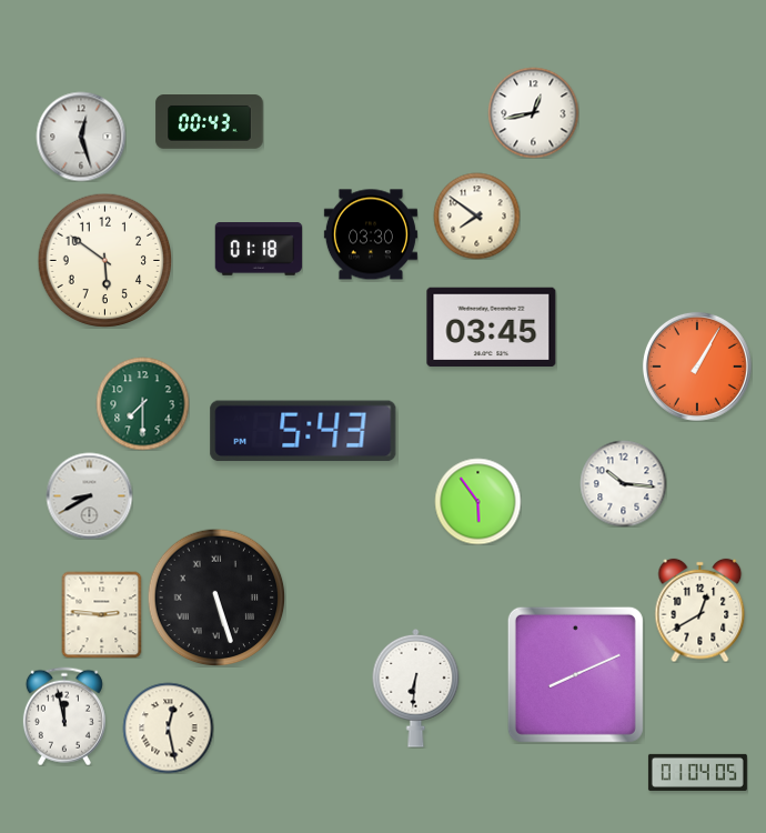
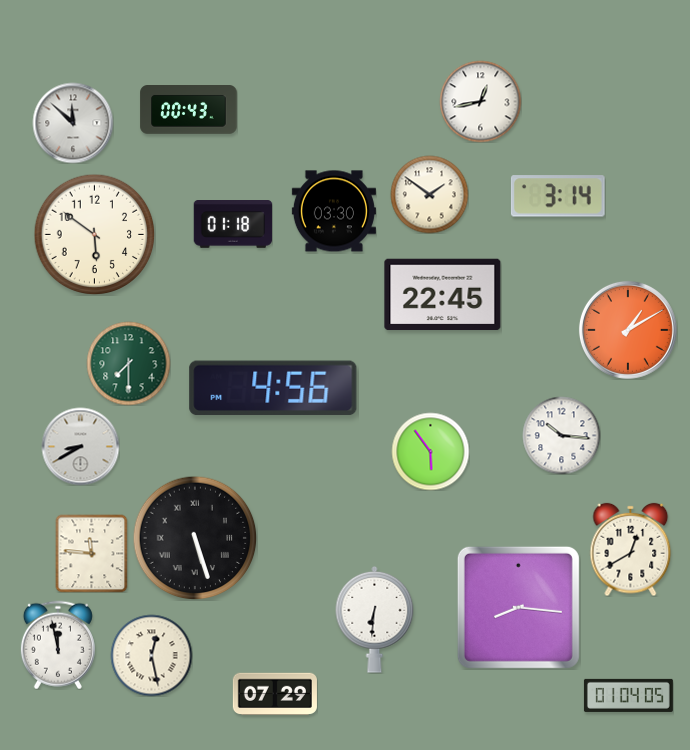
clock at (81, 137): 12:27 -> 11:52
clock at (476, 215): 7:51 -> 1:51
clock at (558, 196): none -> 3:14
clock at (492, 328): 03:45 -> 22:45
clock at (697, 367): 1:05 -> 1:10
clock at (303, 431): 5:43 -> 4:56
clock at (102, 614): 2:46 -> 11:46
clock at (575, 674): 8:11 -> 8:16
clock at (275, 694): none -> 07:29
